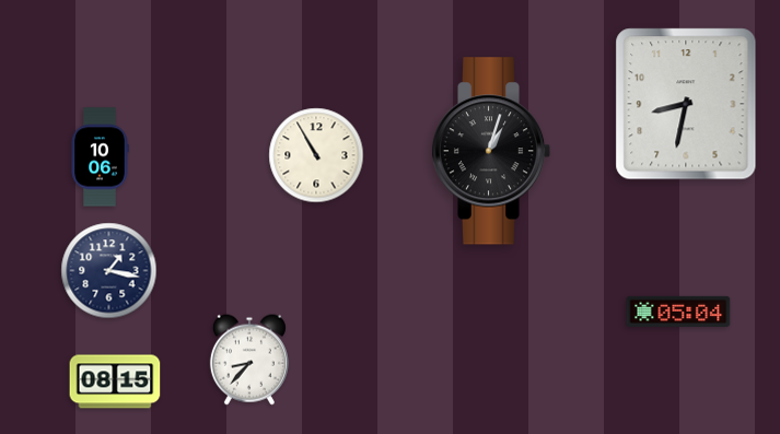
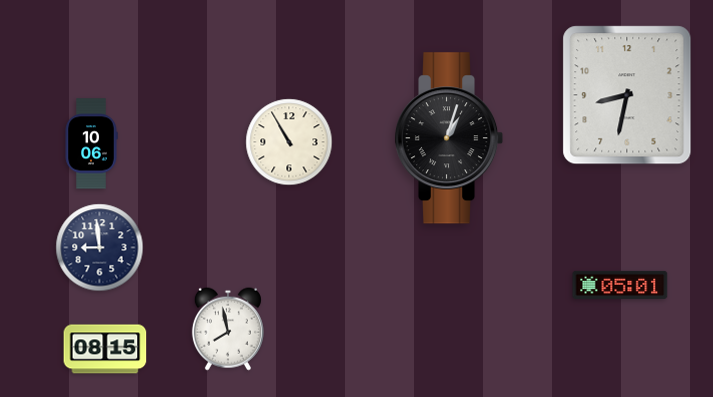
clock at (109, 271): 1:17 -> 8:59
clock at (678, 312): 05:04 -> 05:01
clock at (249, 360): 8:37 -> 7:58
